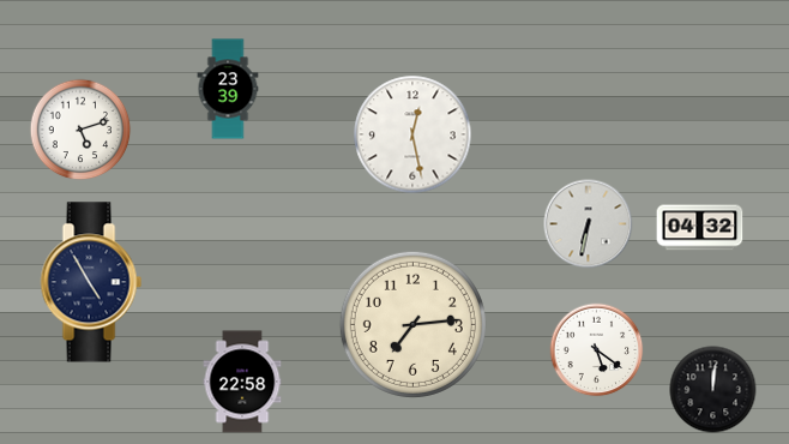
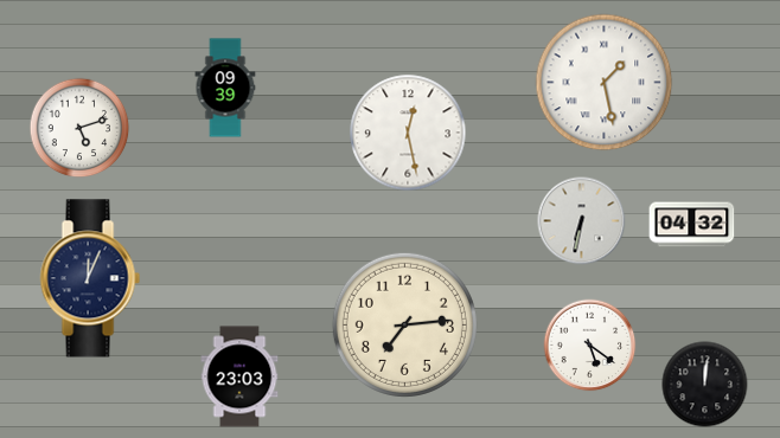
clock at (605, 83): none -> 1:28
clock at (228, 89): 23:39 -> 09:39
clock at (91, 282): 4:55 -> 12:04
clock at (412, 324) position: (412, 324) -> (404, 324)
clock at (242, 382): 22:58 -> 23:03
